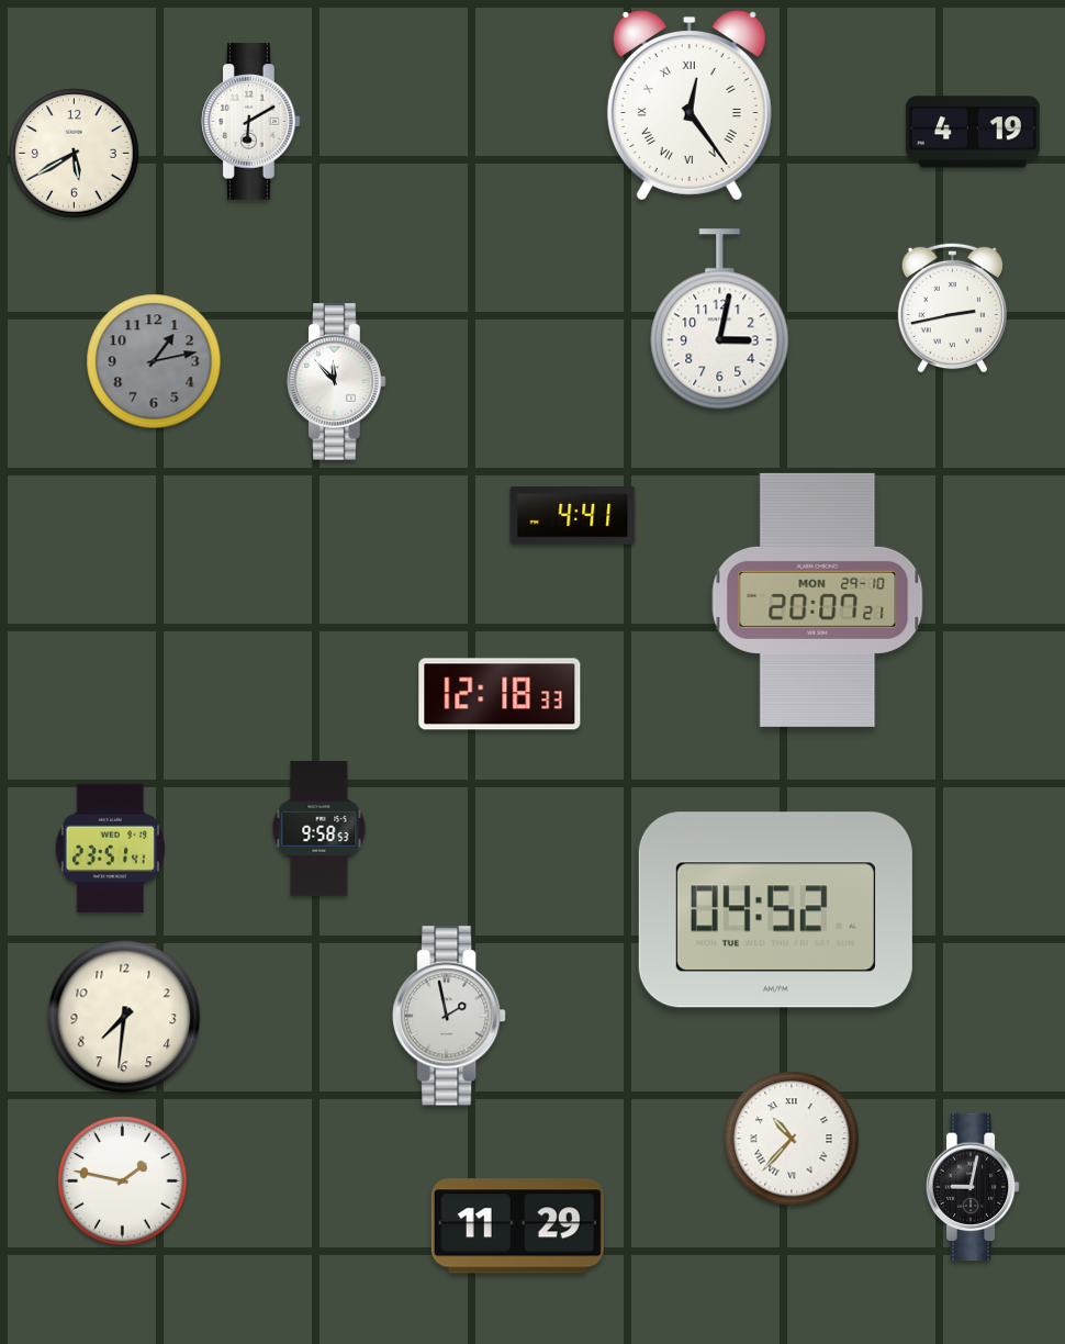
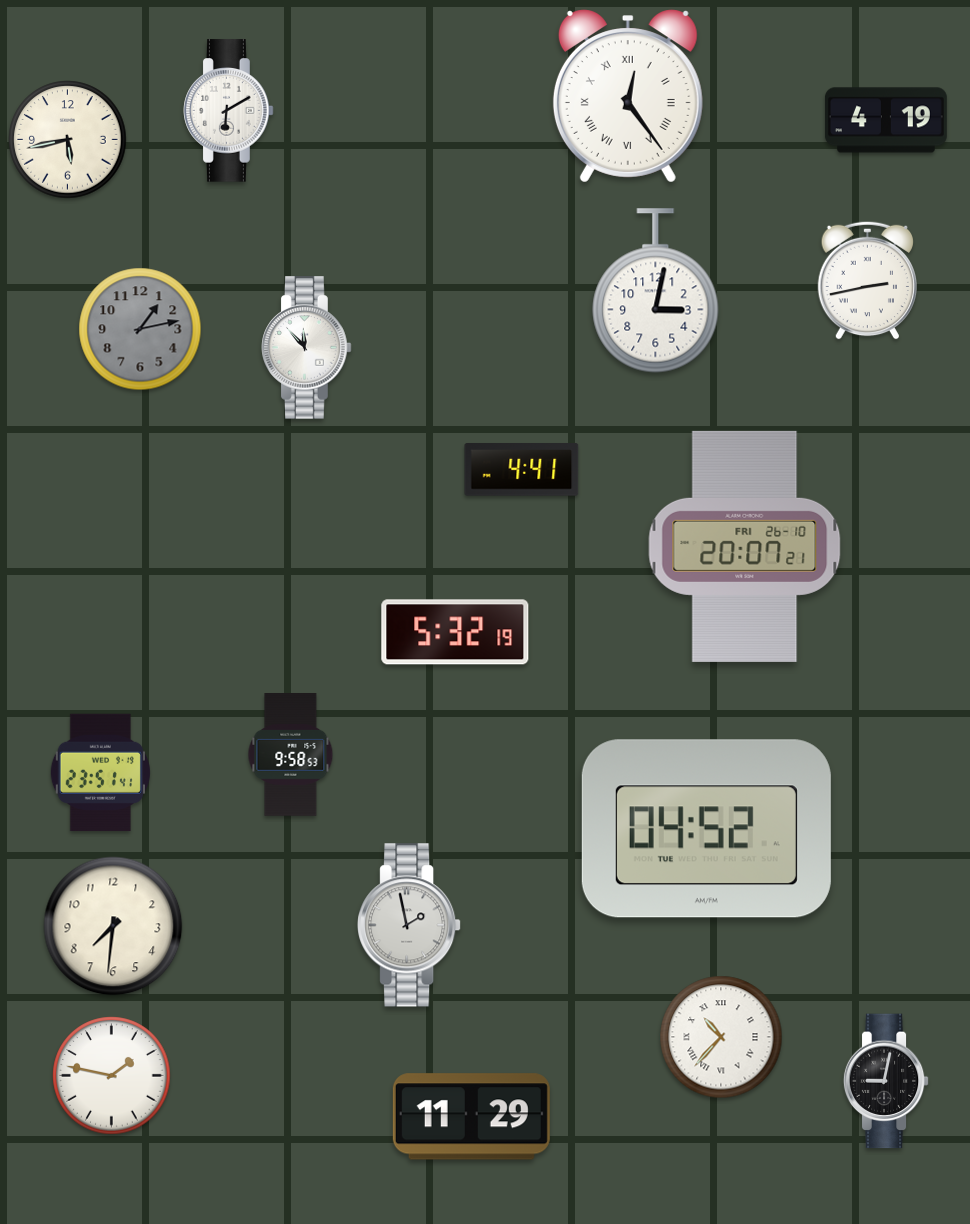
clock at (75, 154): 5:40 -> 5:43
clock at (818, 600) date: MON 29-10 -> FRI 26-10
clock at (500, 694): 12:18 -> 5:32
